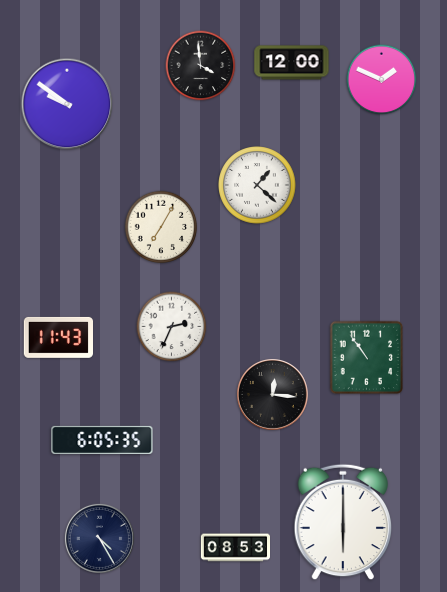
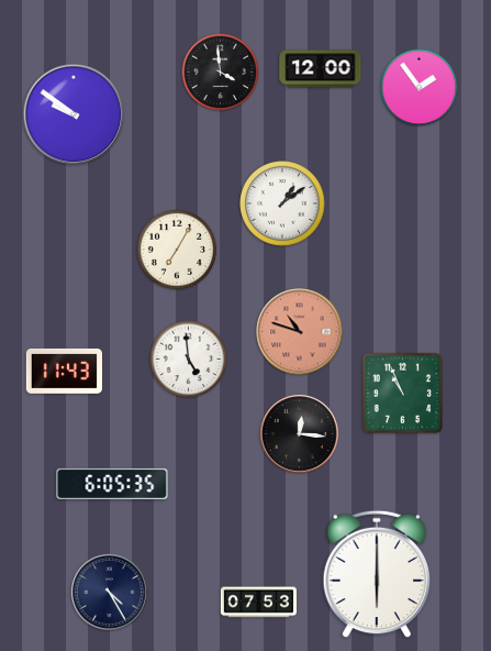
clock at (382, 80): 1:49 -> 1:54
clock at (257, 185): 1:22 -> 1:09
clock at (300, 332): none -> 10:48
clock at (172, 327): 2:34 -> 4:59
clock at (367, 358): 10:54 -> 10:56
clock at (236, 548): 08:53 -> 07:53
